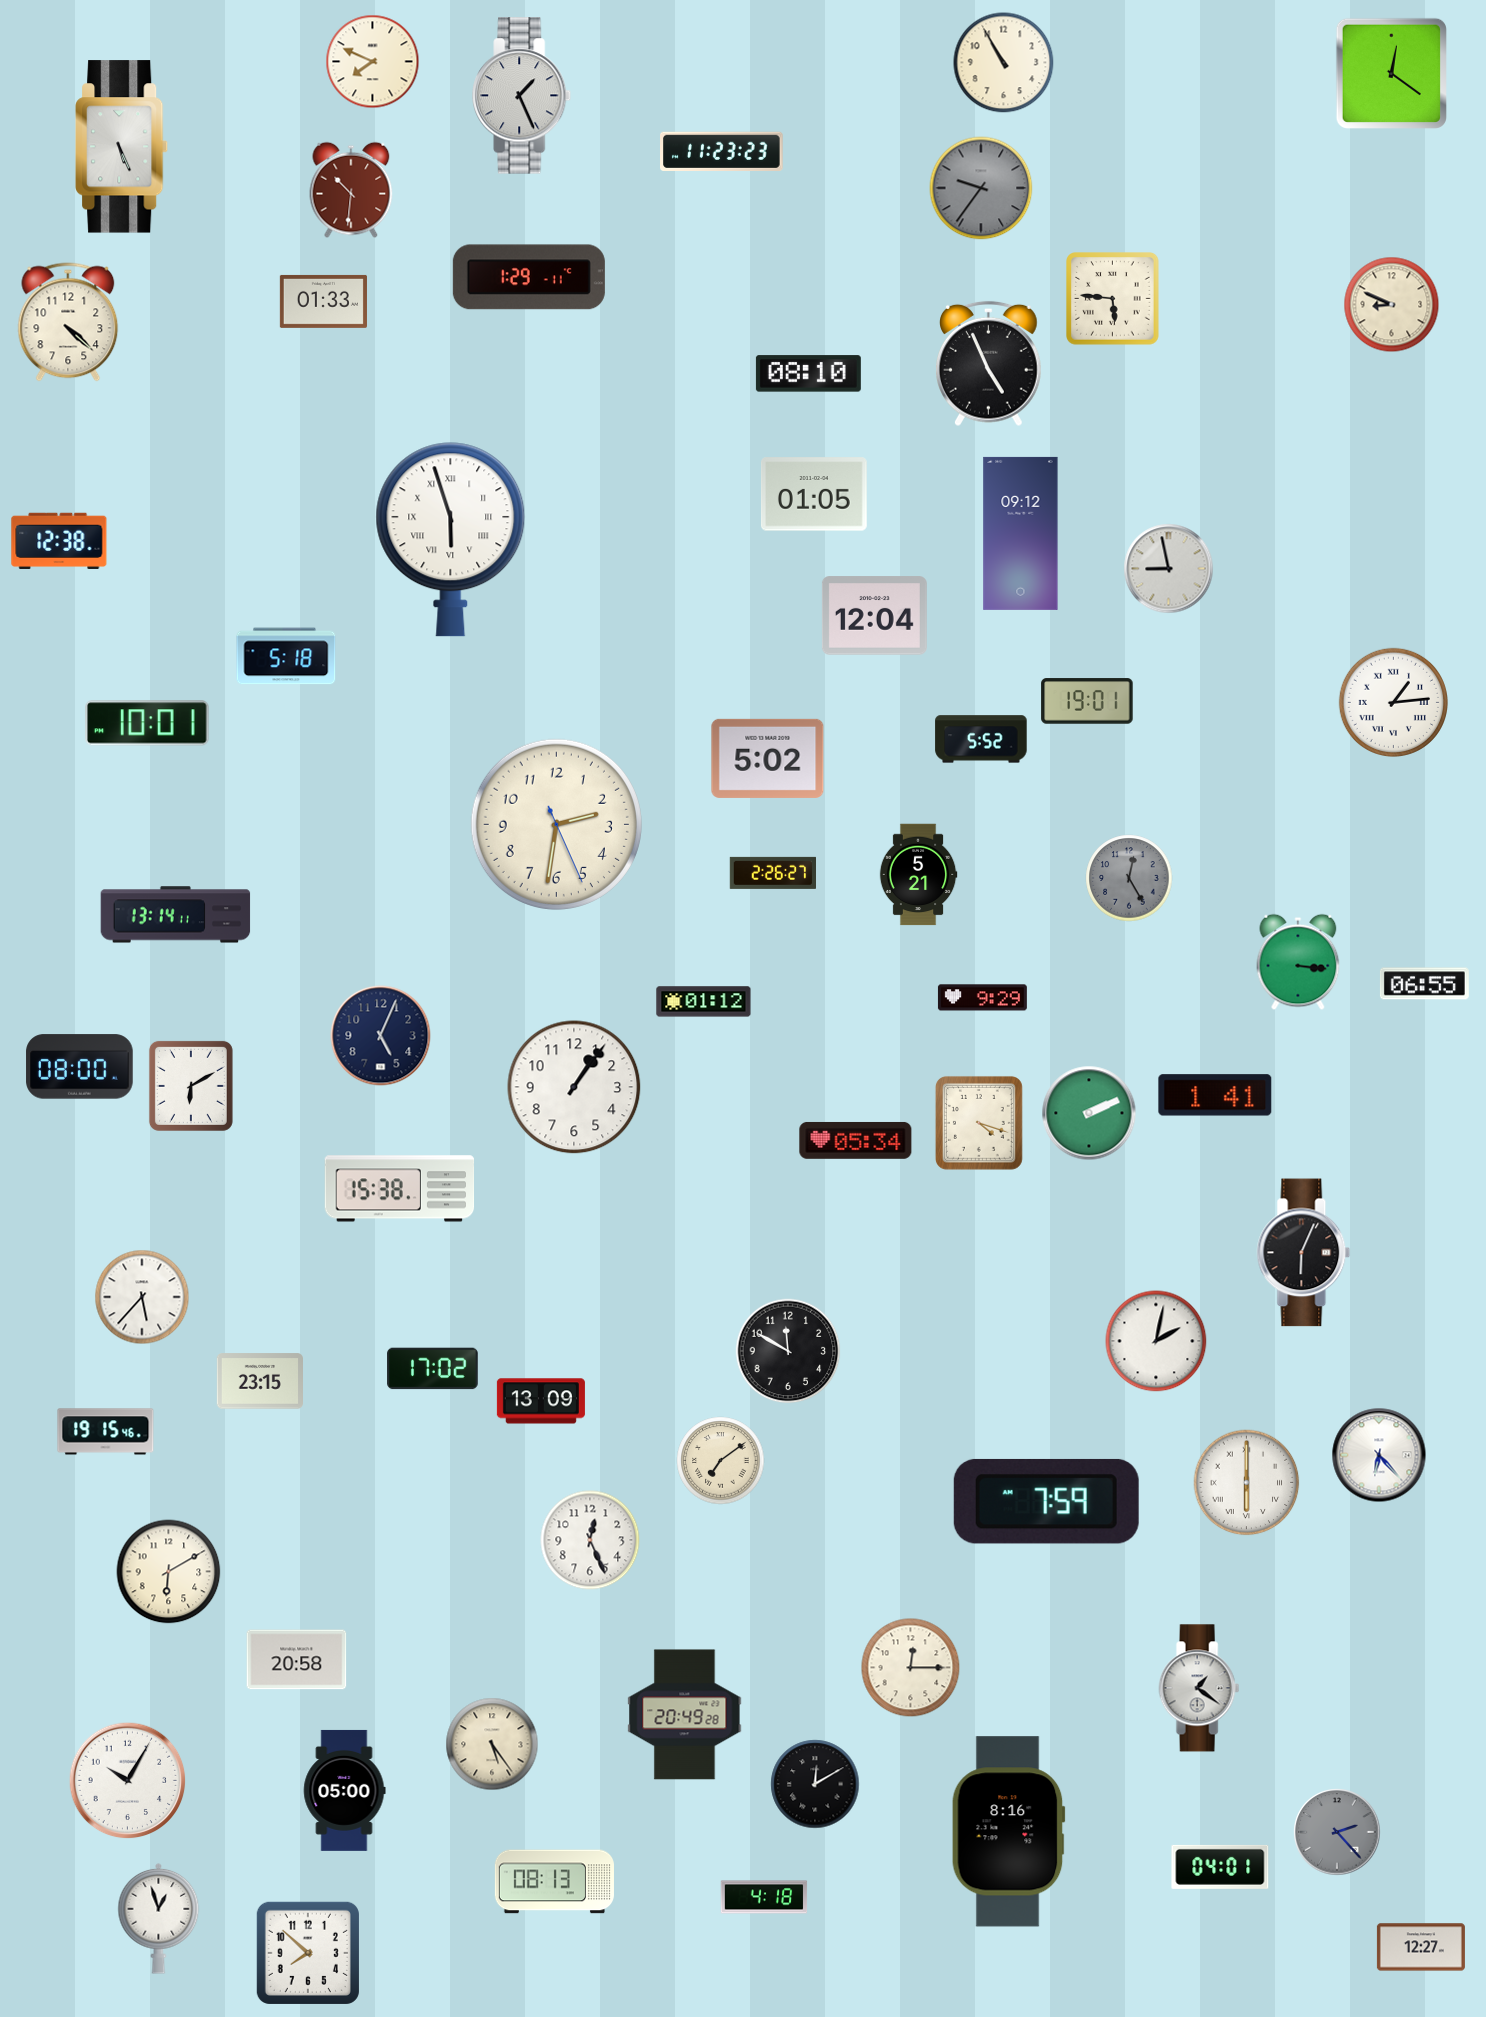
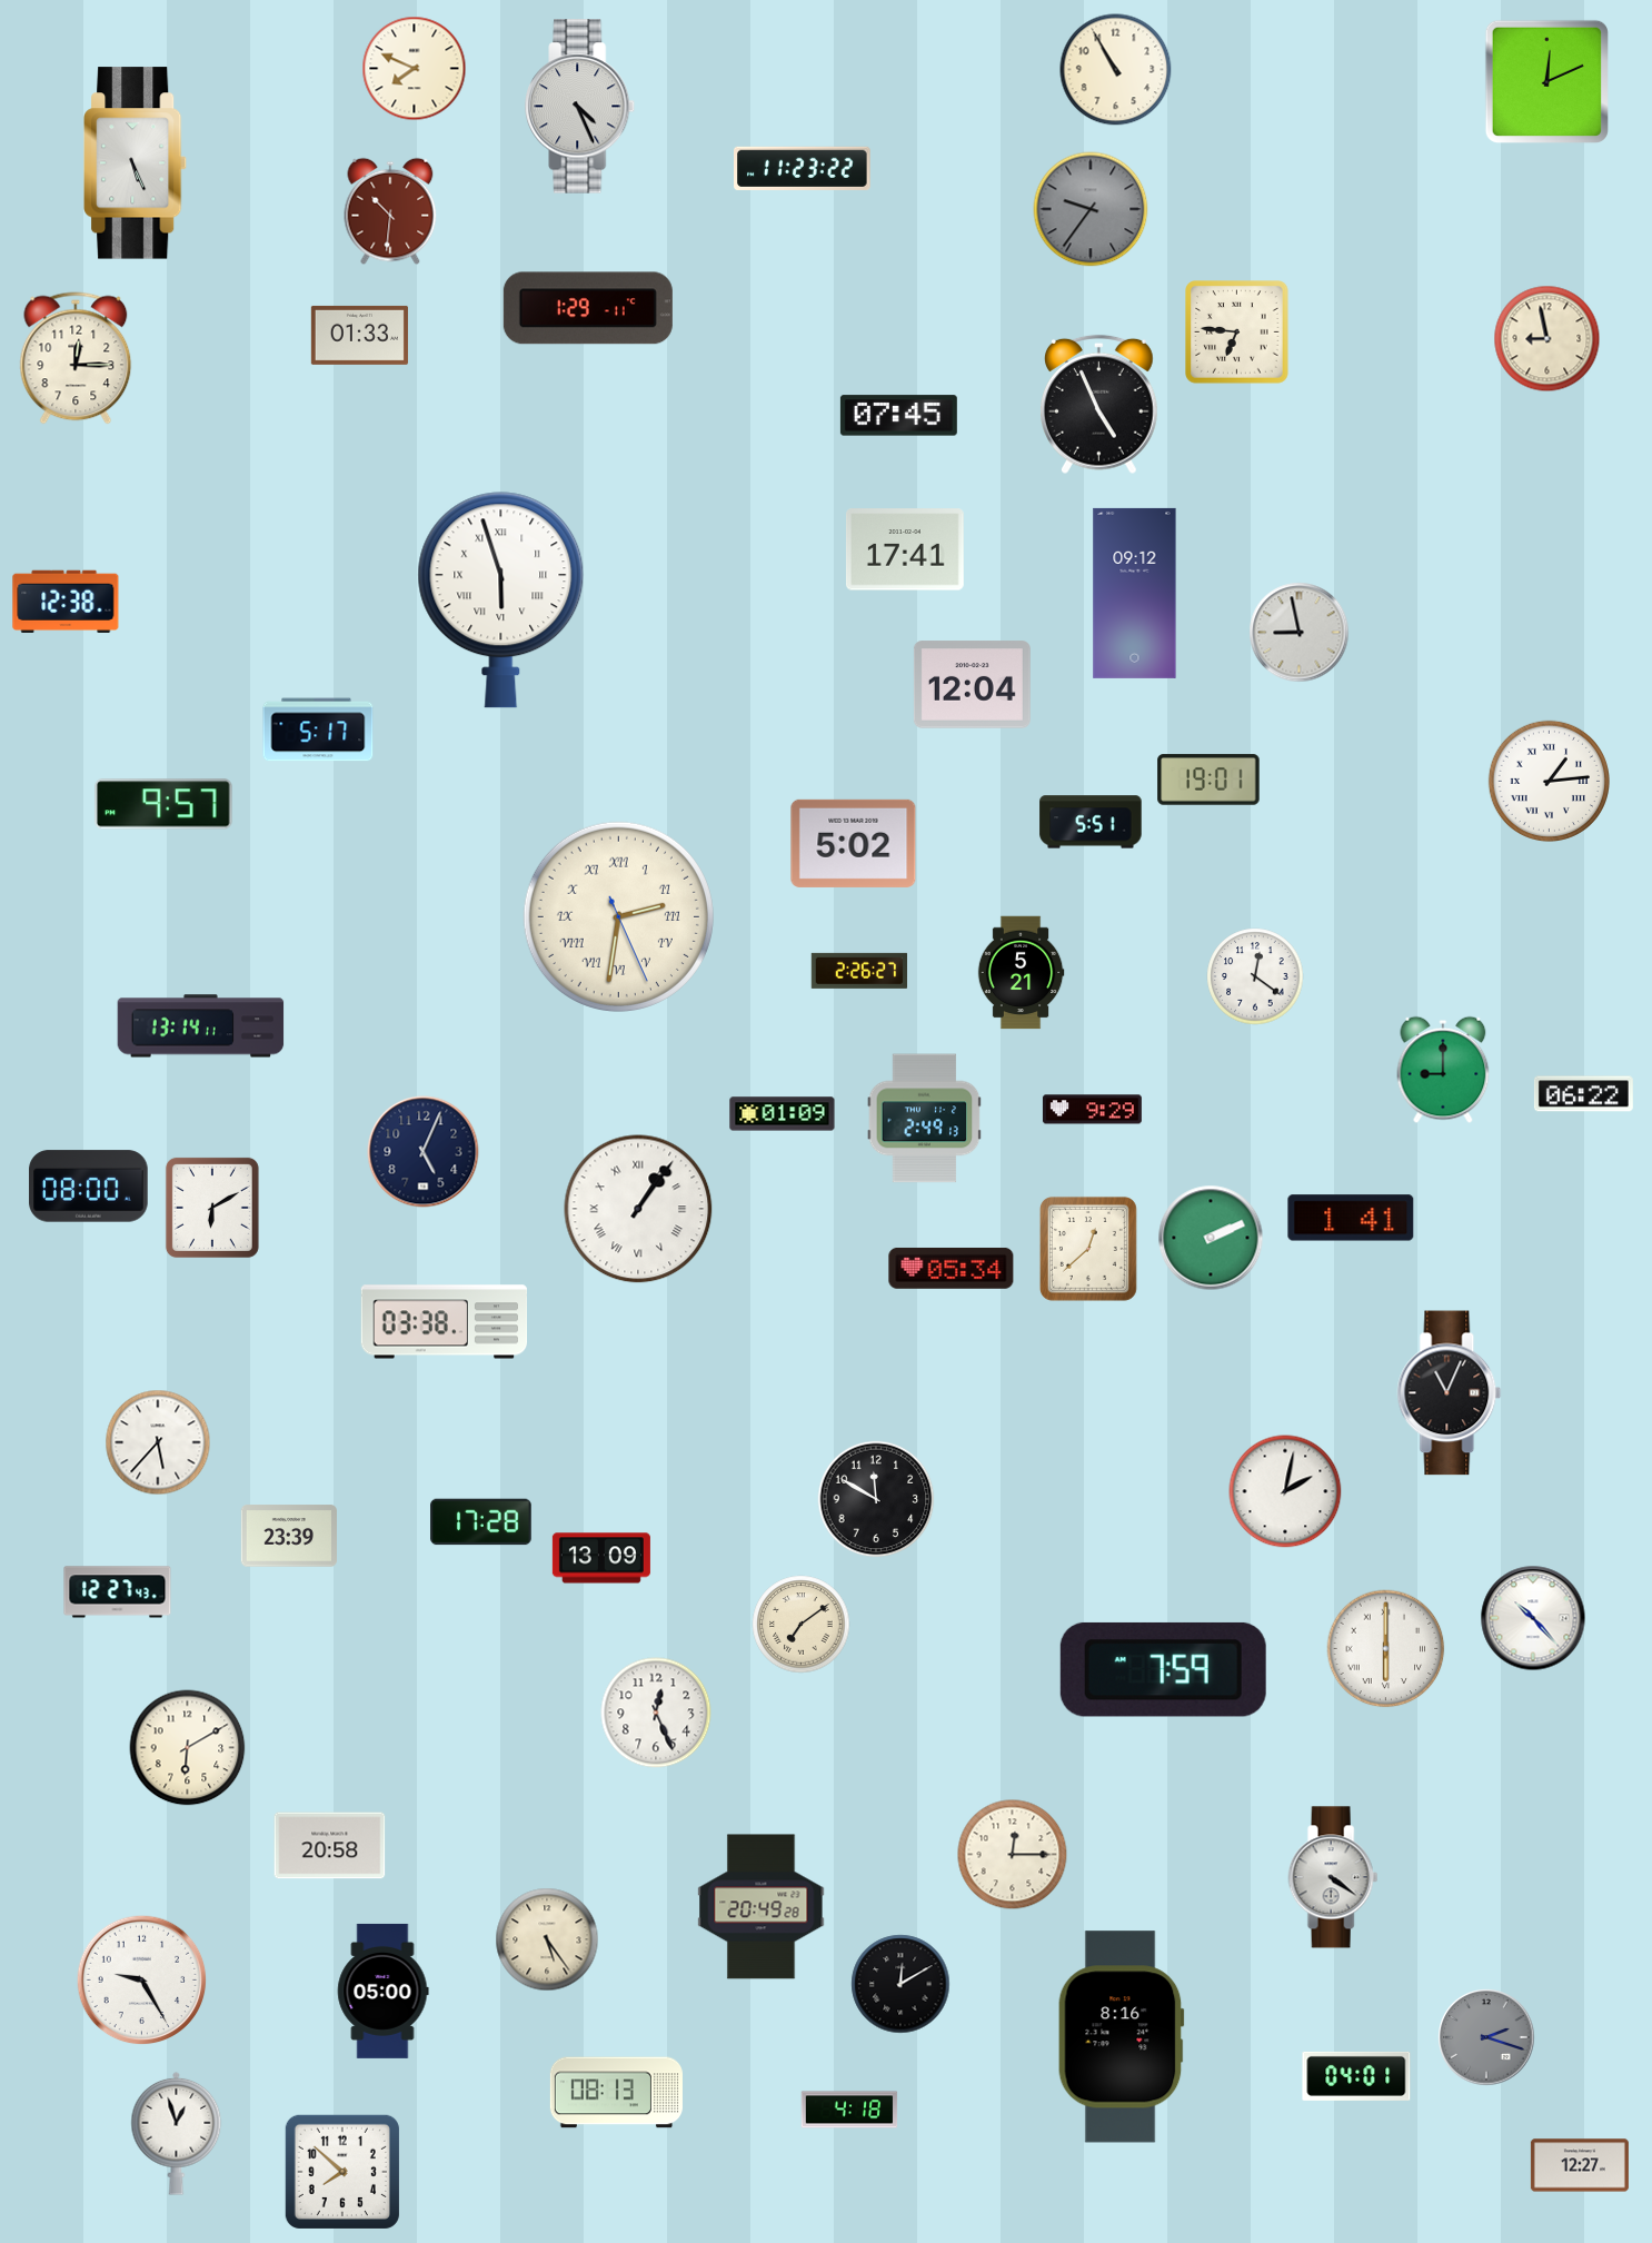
clock at (1391, 73): 12:21 -> 12:11
clock at (522, 96): 1:26 -> 4:26
clock at (722, 151): 11:23:23 -> 11:23:22
clock at (1113, 299): 5:46 -> 6:46
clock at (1392, 305): 8:49 -> 8:58
clock at (68, 322): 4:22 -> 12:15
clock at (808, 374): 08:10 -> 07:45
clock at (814, 494): 01:05 -> 17:41
clock at (286, 656): 5:18 -> 5:17
clock at (147, 723): 10:01 -> 9:57
clock at (981, 739): 5:52 -> 5:51
clock at (556, 824) numerals: Arabic -> Roman
clock at (1129, 878): 12:25 -> 12:21
clock at (1129, 878) dial: grey -> white
clock at (176, 915) position: (176, 915) -> (201, 1026)
clock at (1298, 962): 3:16 -> 9:00
clock at (1424, 984): 06:55 -> 06:22
clock at (704, 1002): 01:12 -> 01:09
clock at (925, 1119): none -> 2:49
clock at (574, 1087) numerals: Arabic -> Roman
clock at (979, 1123): 4:18 -> 12:38
clock at (400, 1189): 15:38 -> 03:38
clock at (1304, 1253): 6:04 -> 11:04
clock at (788, 1351) position: (788, 1351) -> (876, 1499)
clock at (433, 1369): 17:02 -> 17:28
clock at (259, 1381): 23:15 -> 23:39
clock at (106, 1432): 19:15 -> 12:27
clock at (1379, 1455): 6:23 -> 10:23
clock at (1199, 1688): 1:21 -> 4:21
clock at (128, 1781): 10:05 -> 9:25
clock at (815, 1784) position: (815, 1784) -> (900, 1984)
clock at (1337, 1832): 2:23 -> 2:18
